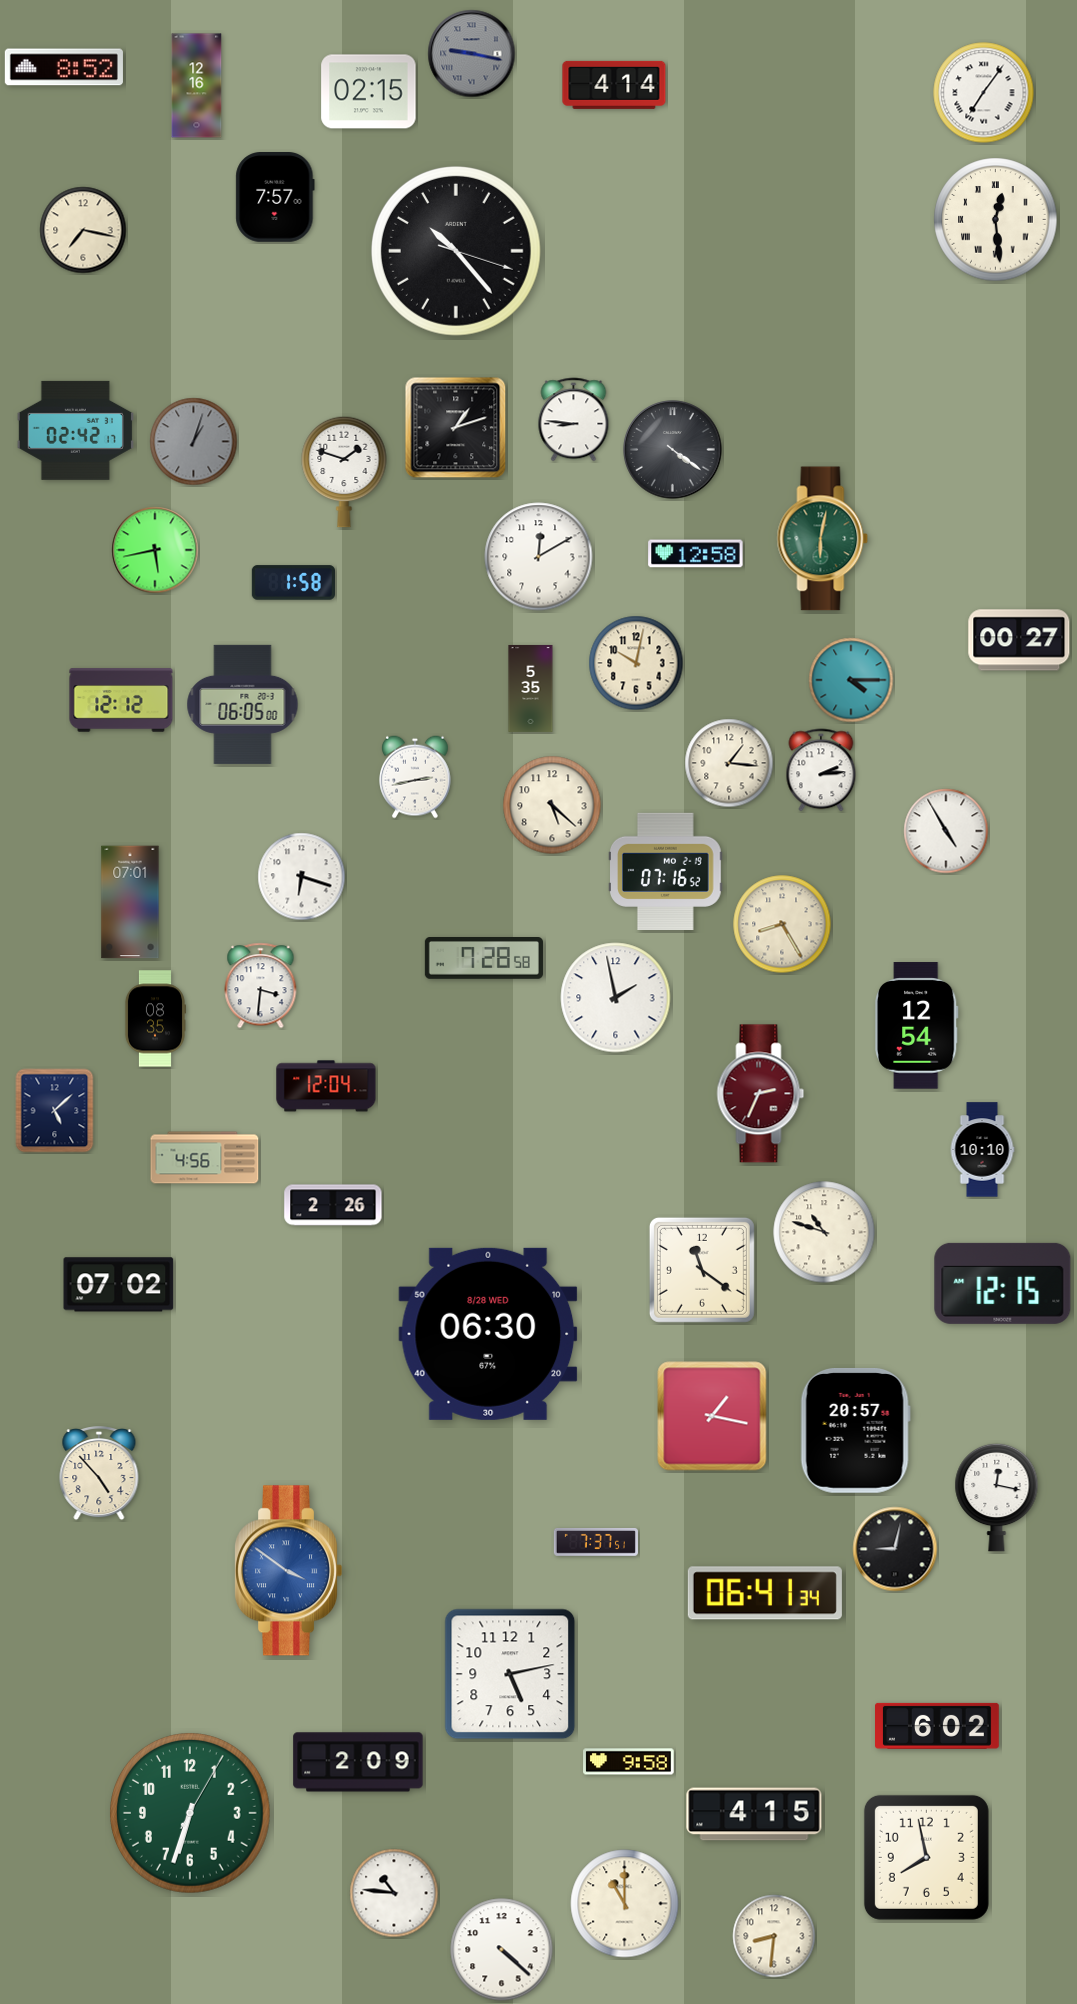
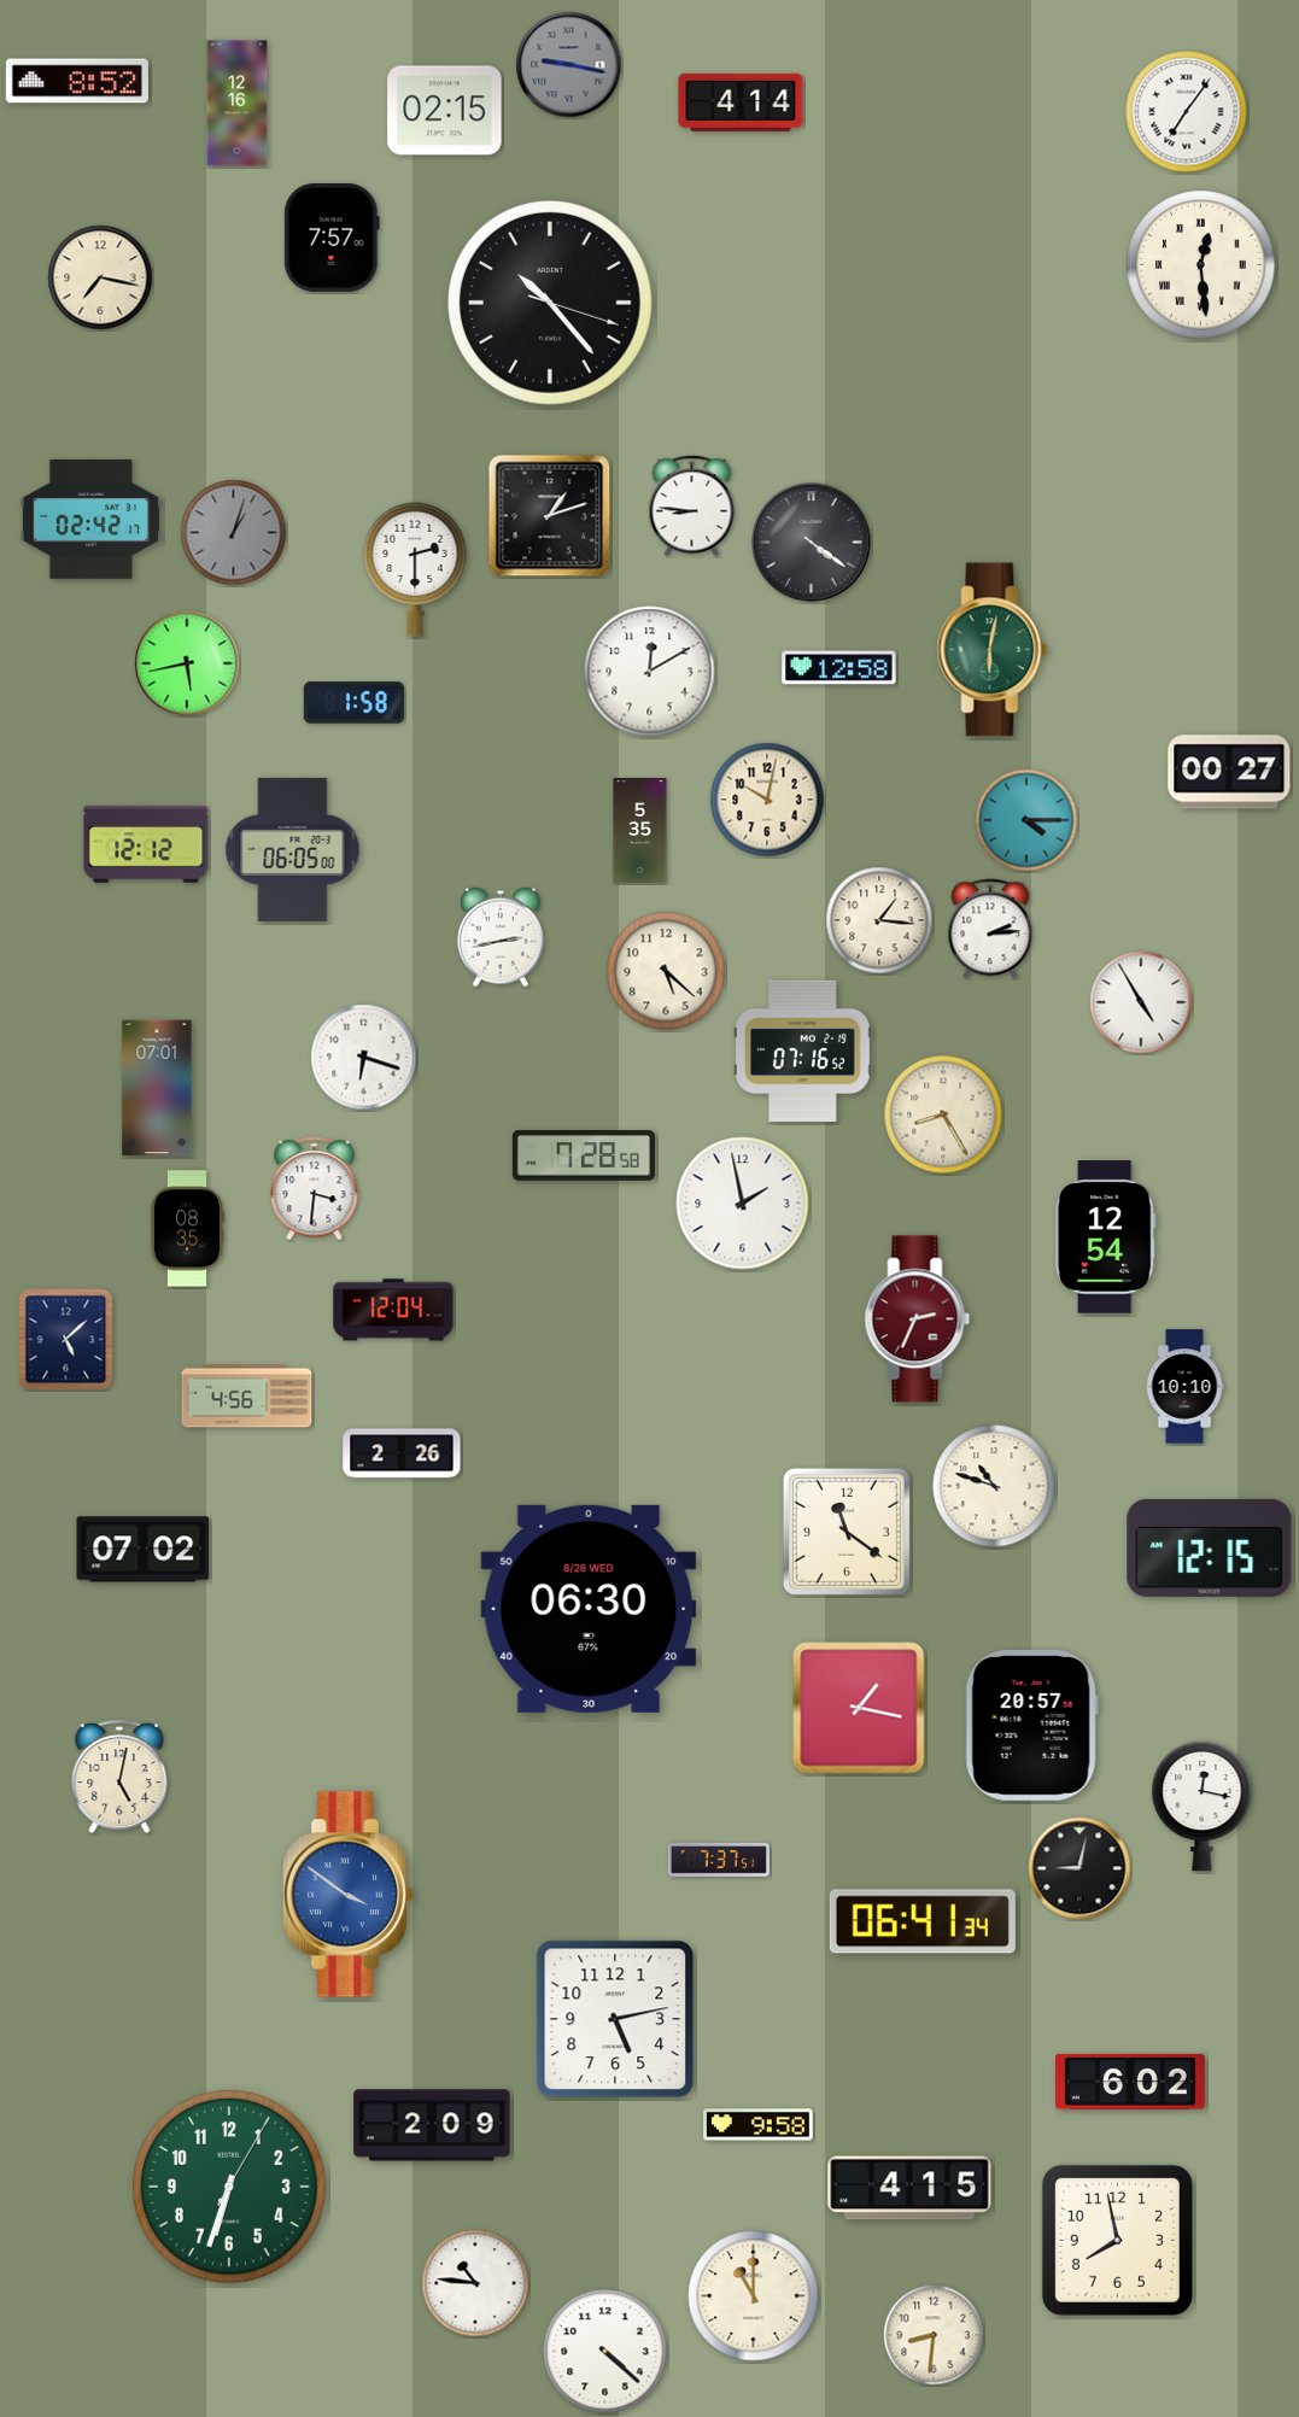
clock at (344, 472): 1:48 -> 2:30
clock at (99, 1474): 4:53 -> 5:02
